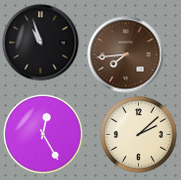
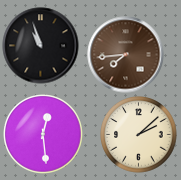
clock at (41, 43) position: (41, 43) -> (41, 46)
clock at (43, 134): 12:25 -> 12:29
